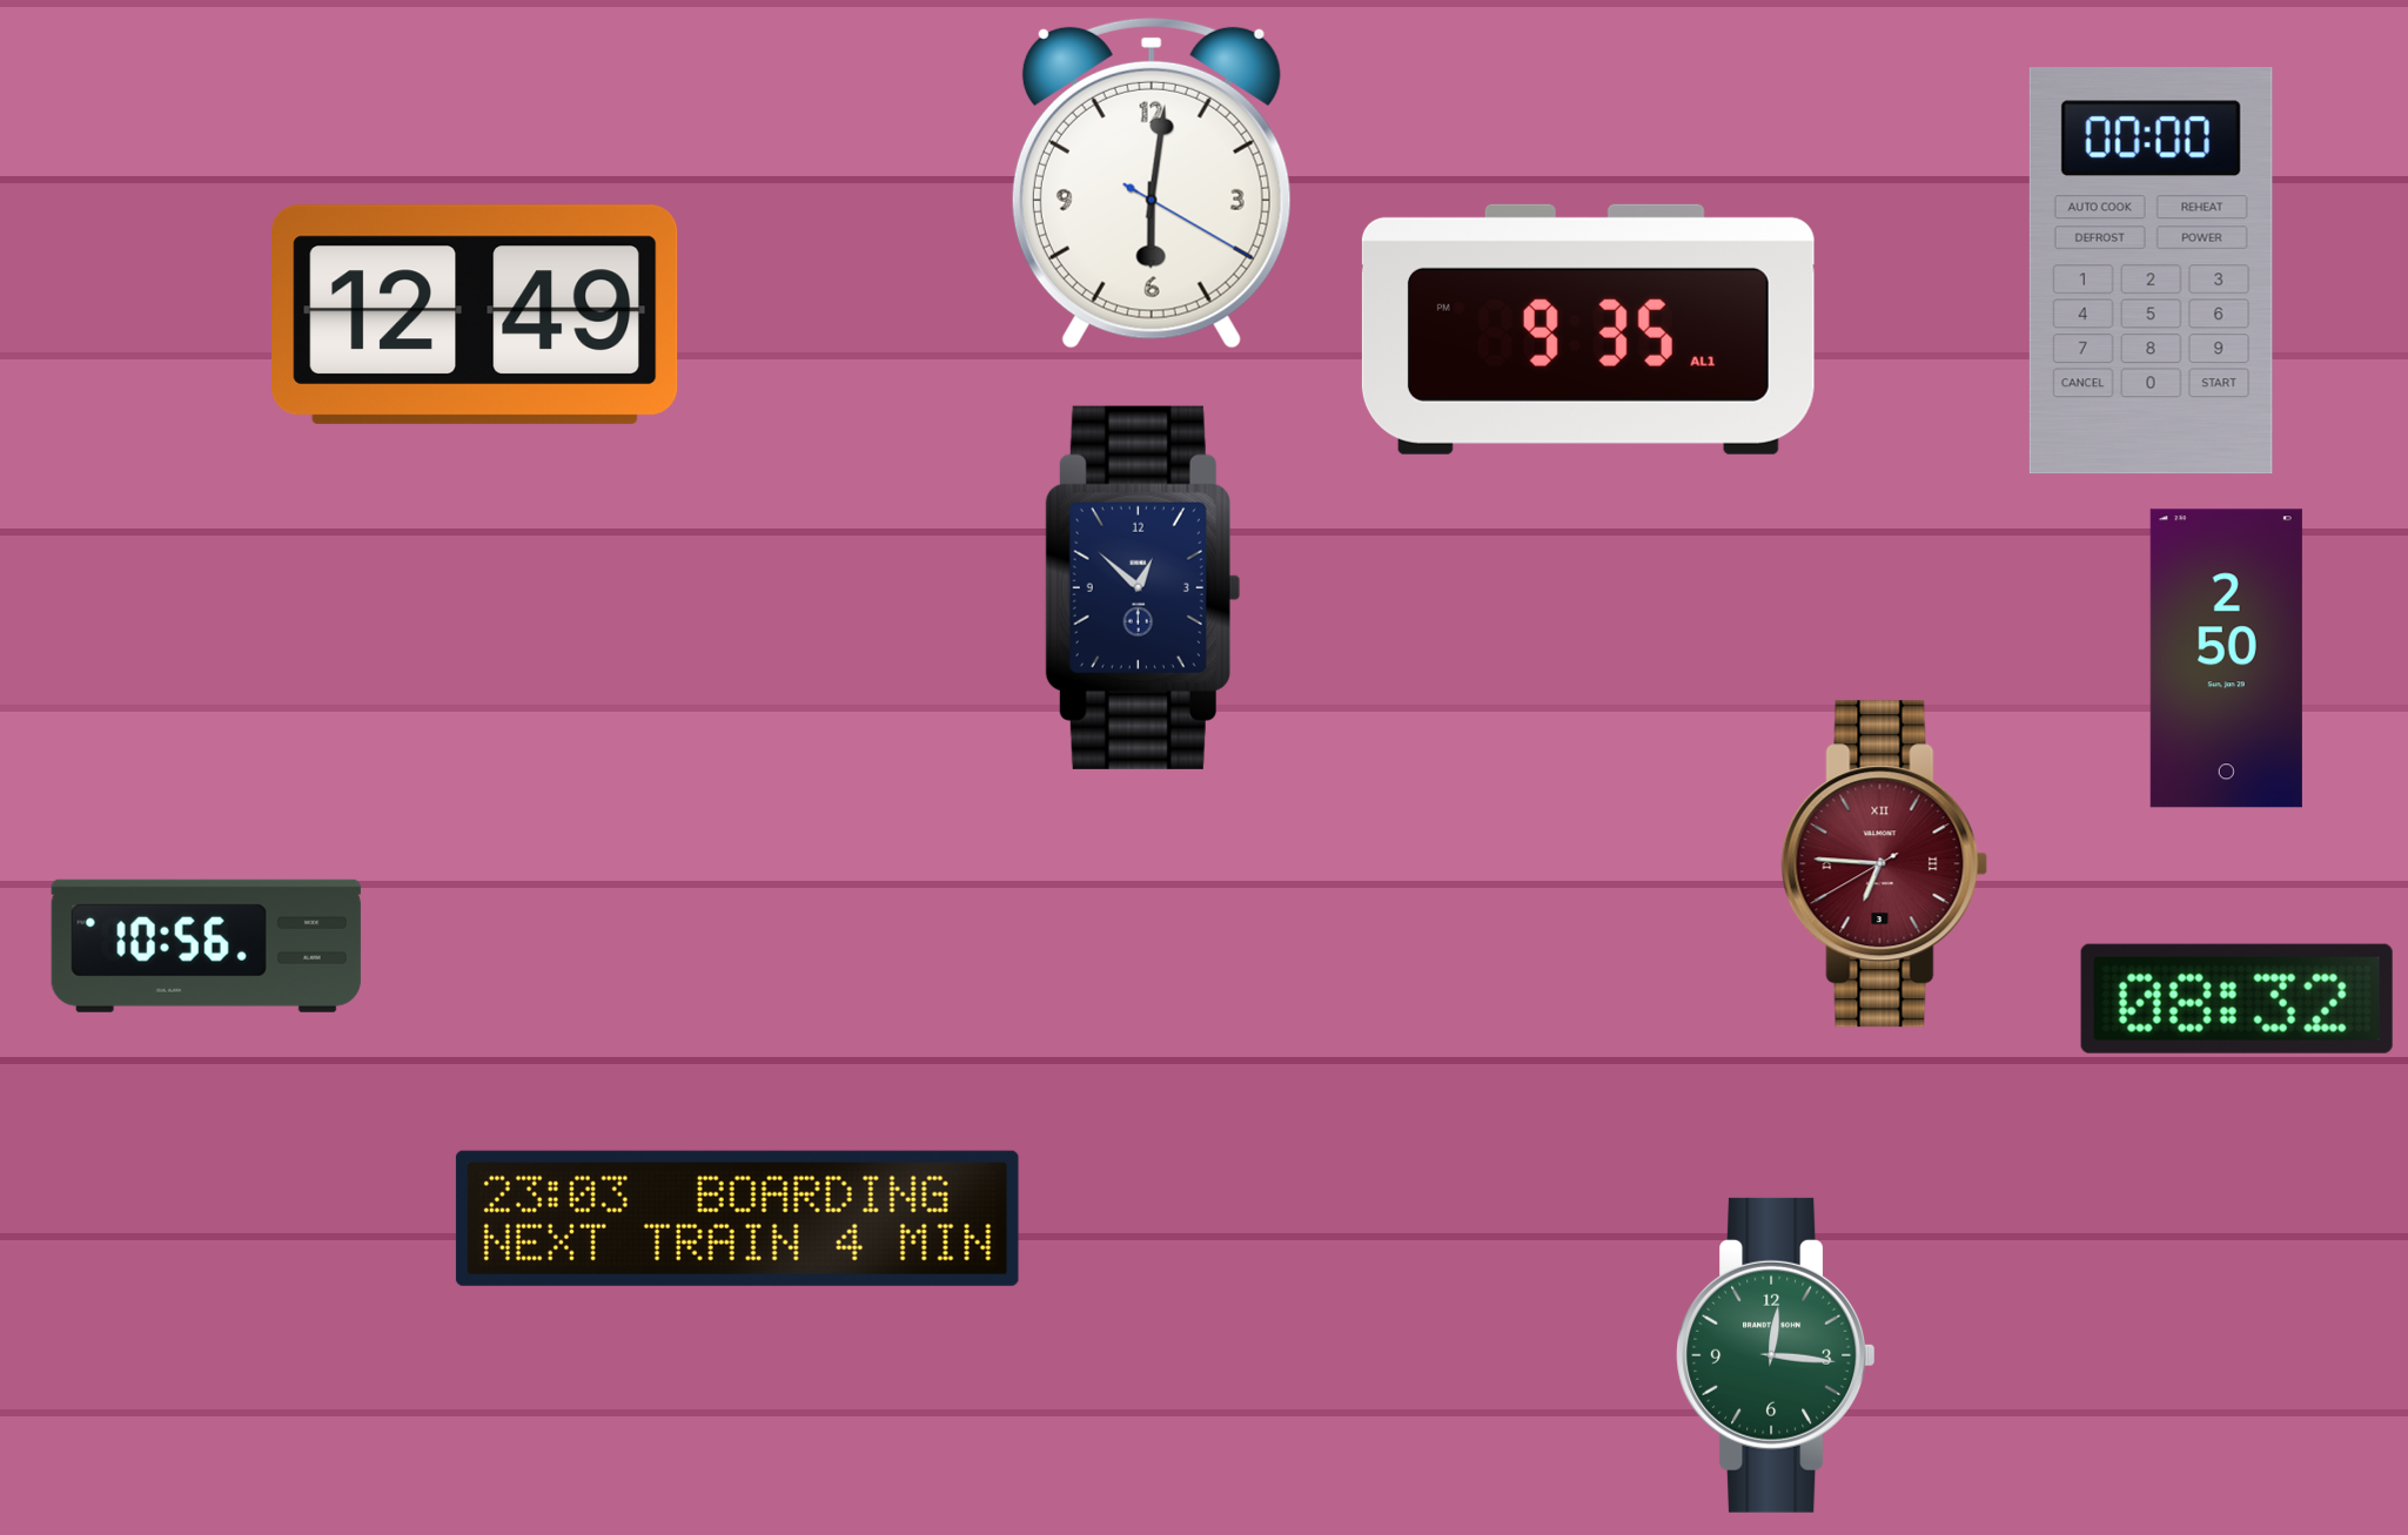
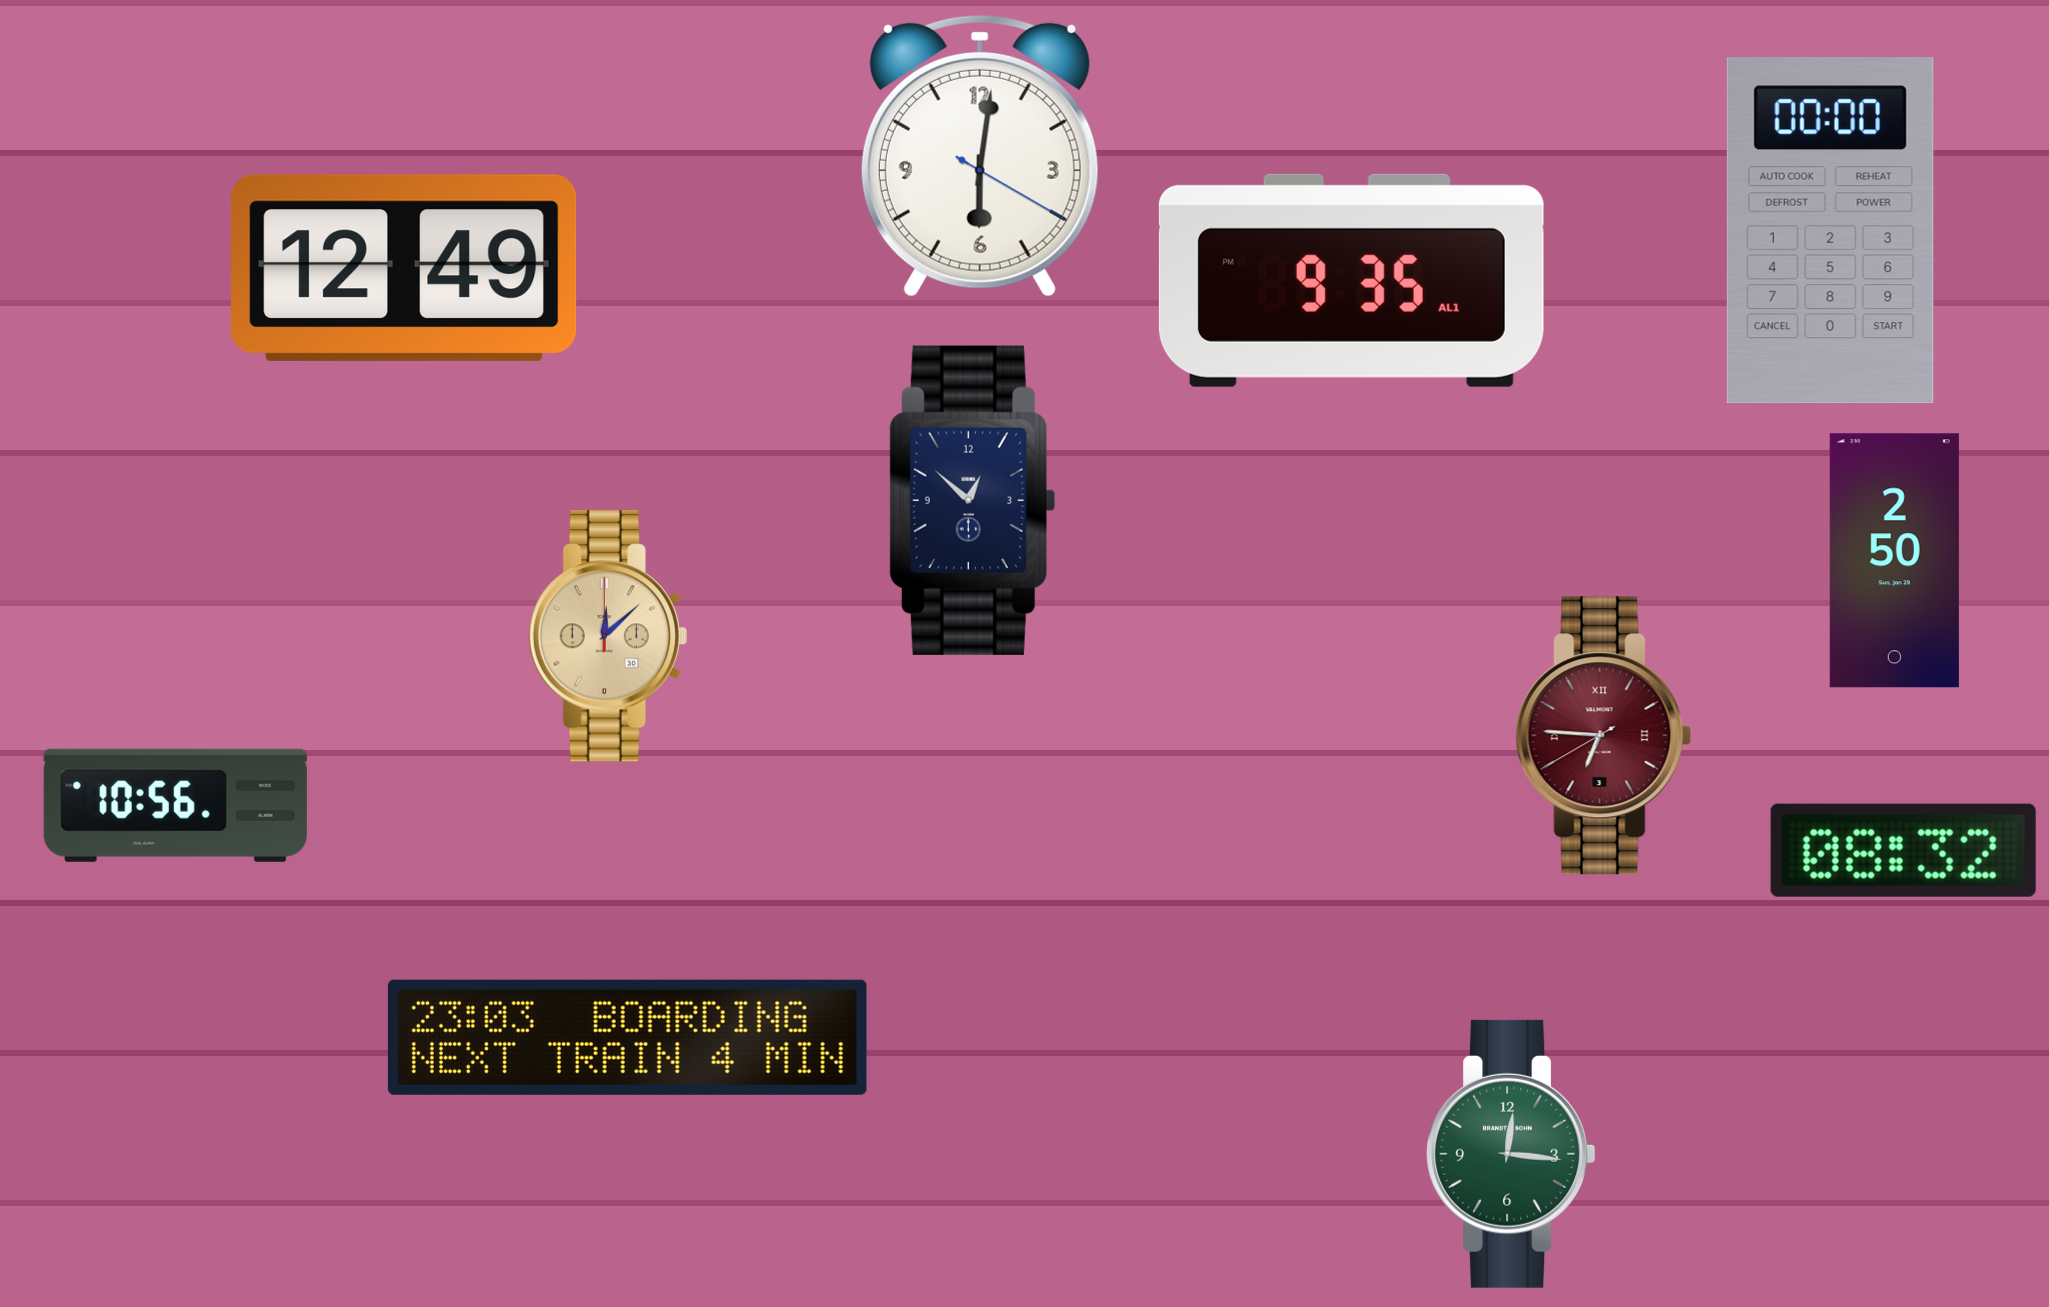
clock at (608, 636): none -> 12:08
